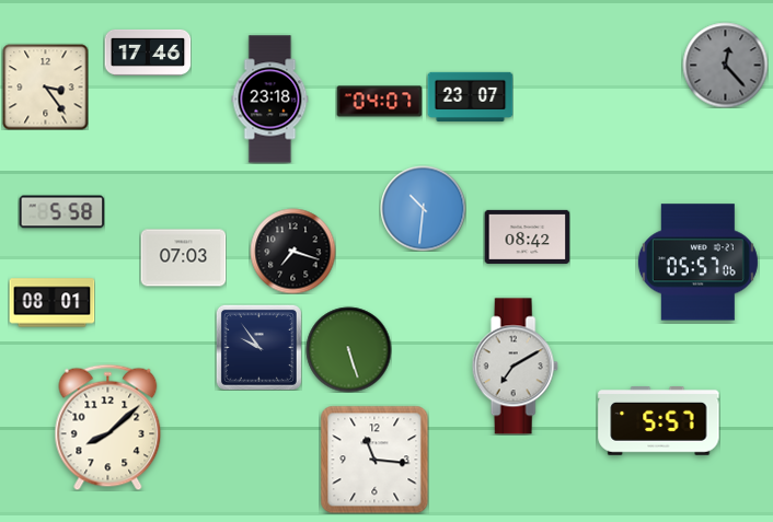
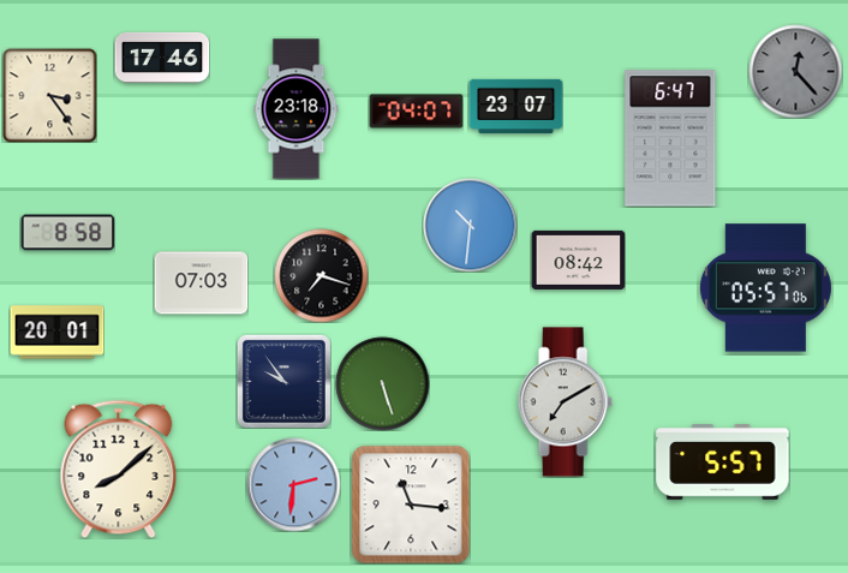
clock at (670, 138): none -> 6:47
clock at (423, 208) position: (423, 208) -> (470, 225)
clock at (61, 212): 5:58 -> 8:58
clock at (51, 303): 08:01 -> 20:01
clock at (293, 484): none -> 2:31
